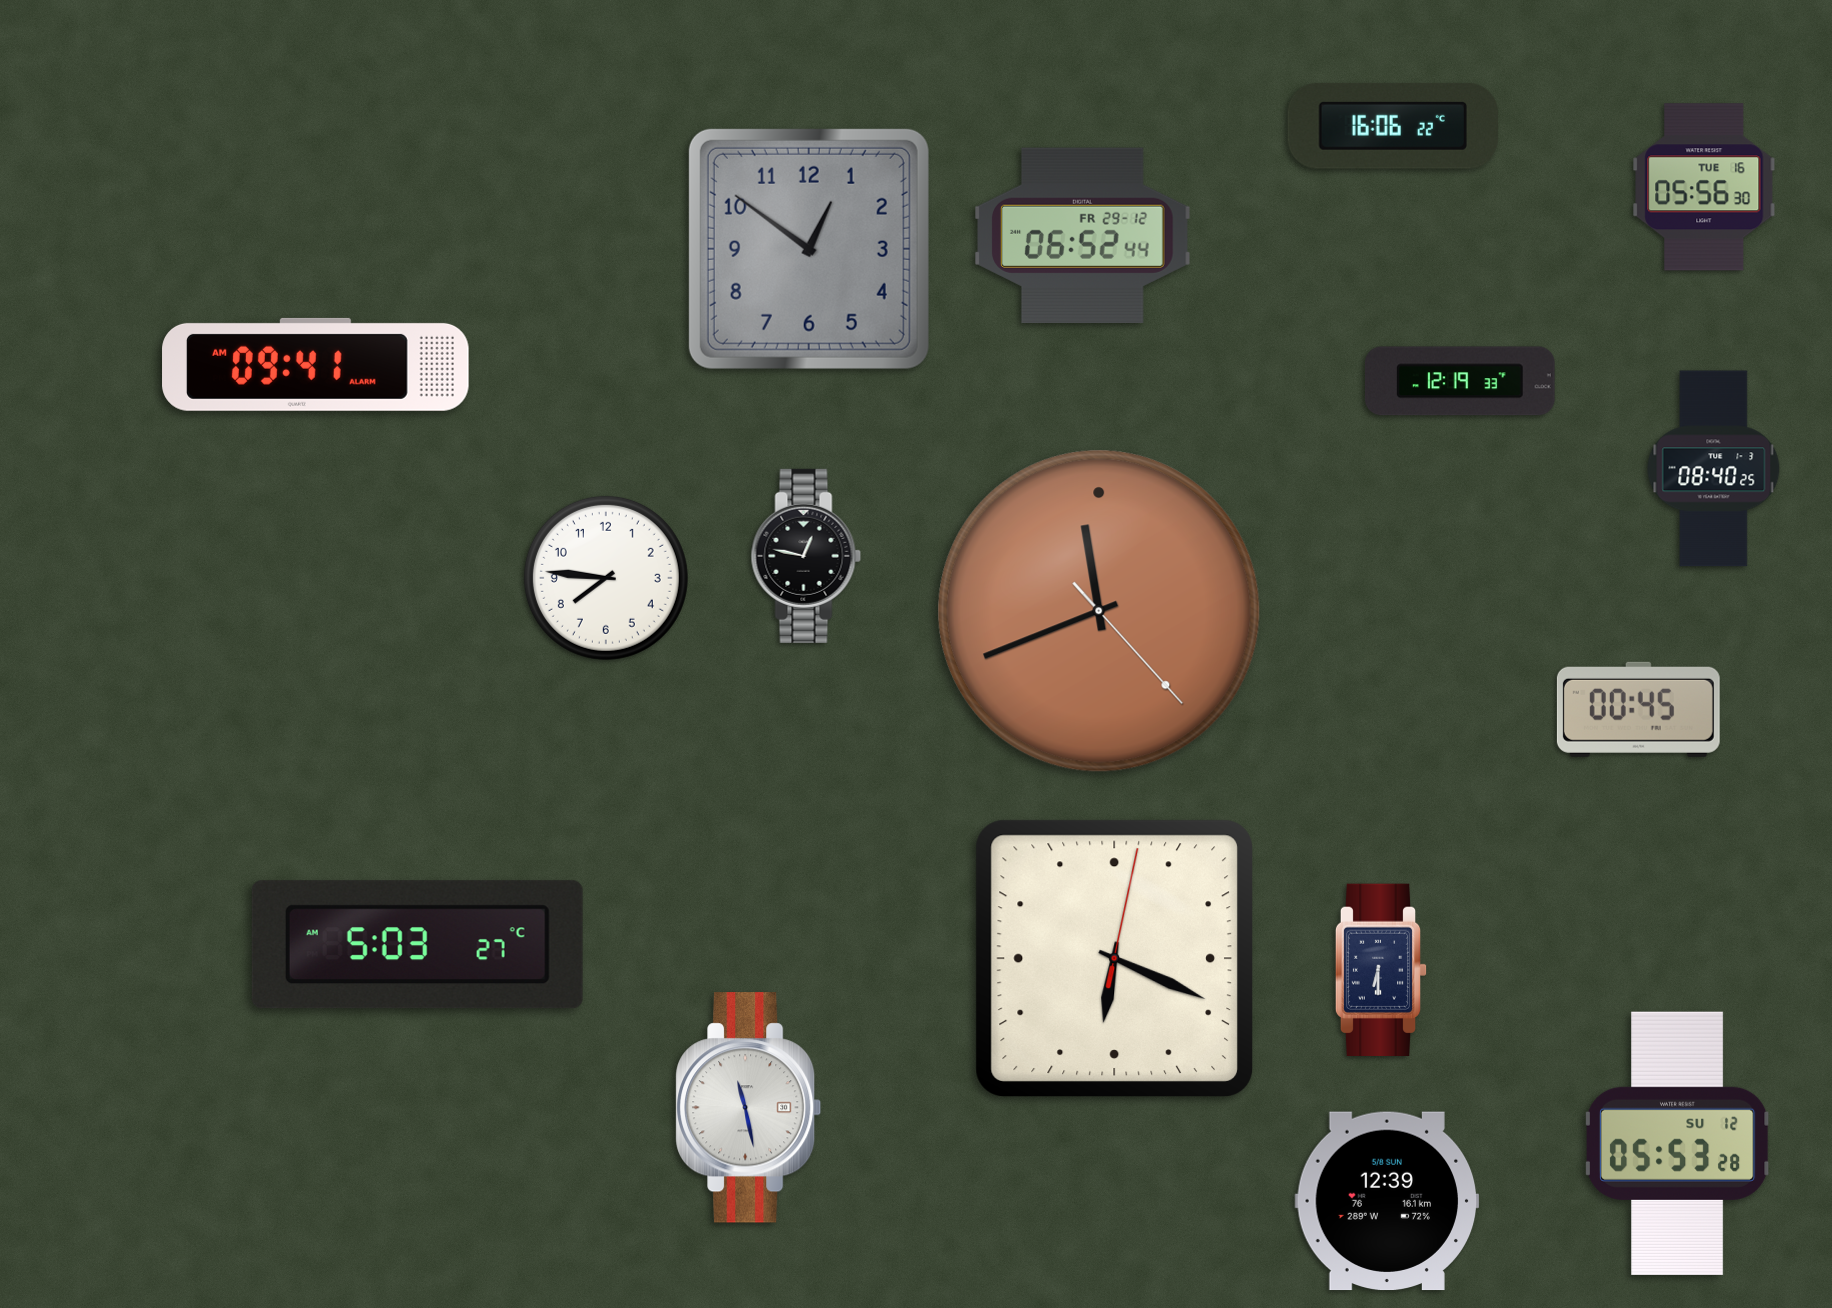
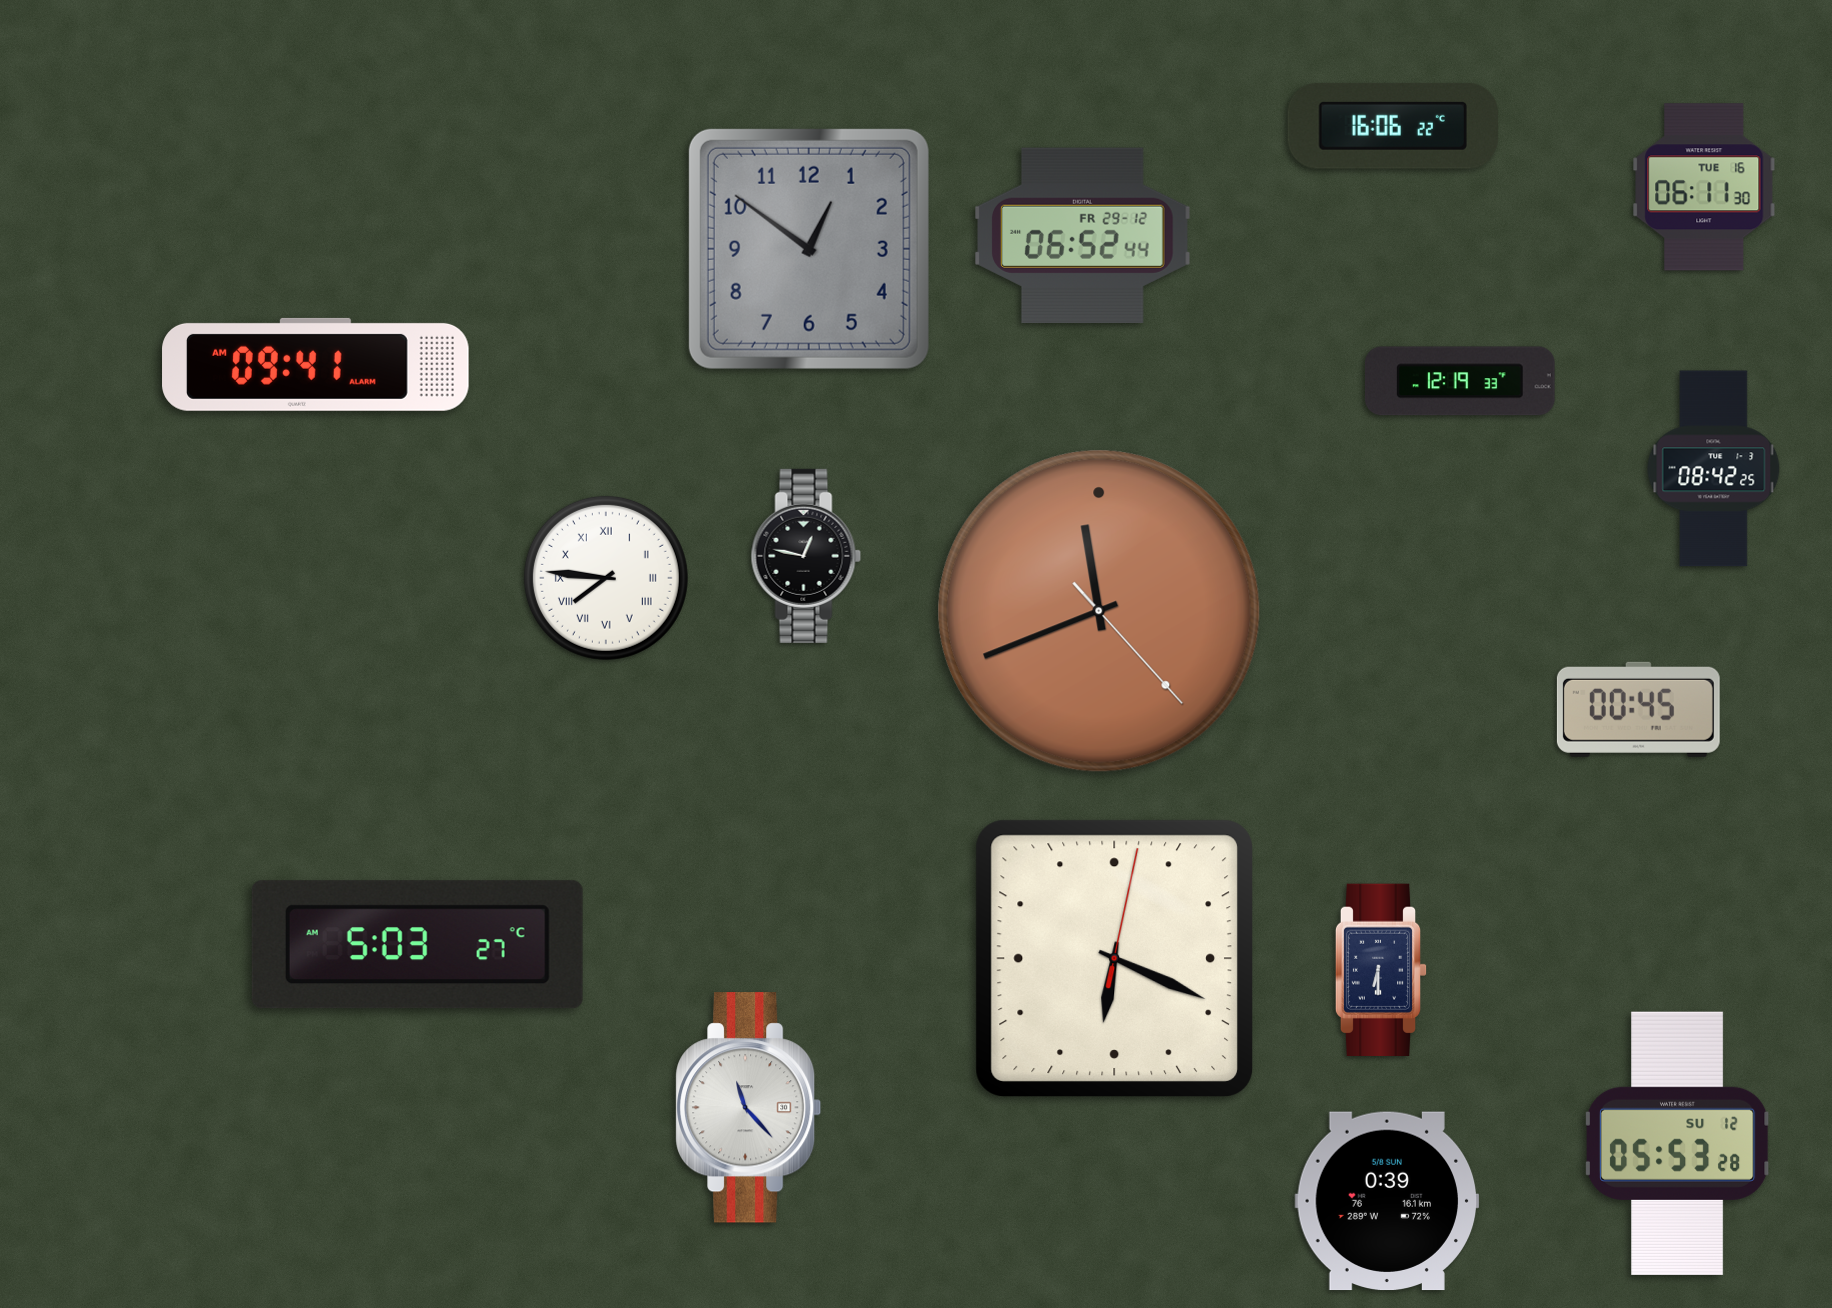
clock at (1704, 187): 05:56 -> 06:11
clock at (1714, 469): 08:40 -> 08:42
clock at (606, 578) numerals: Arabic -> Roman
clock at (749, 1108): 11:28 -> 11:23
clock at (1387, 1201): 12:39 -> 0:39
